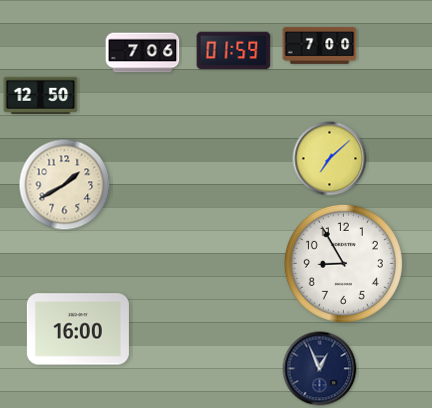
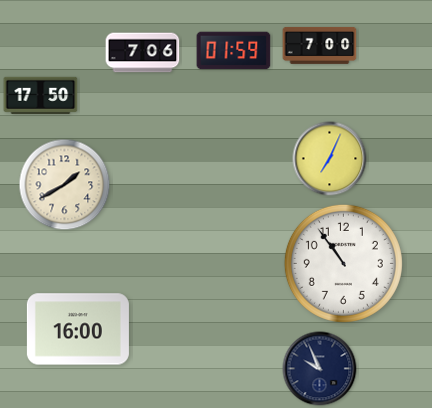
clock at (41, 95): 12:50 -> 17:50
clock at (330, 159): 7:08 -> 7:04
clock at (343, 263): 8:55 -> 10:54
clock at (320, 369): 12:56 -> 9:56
